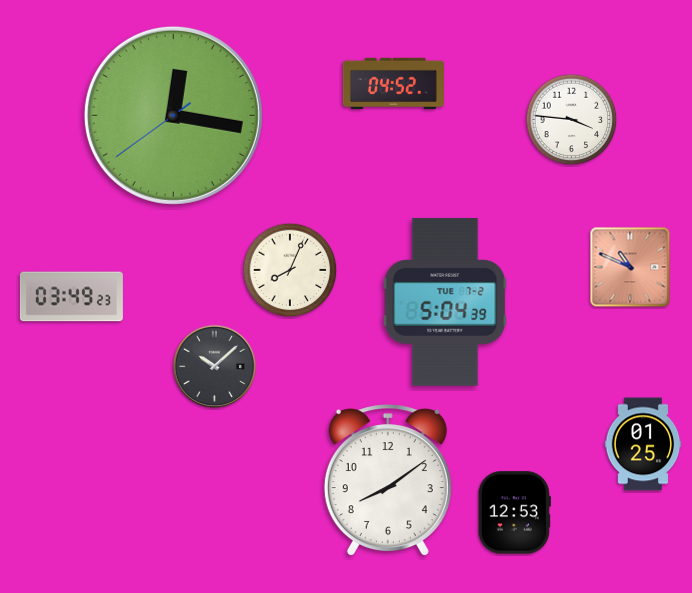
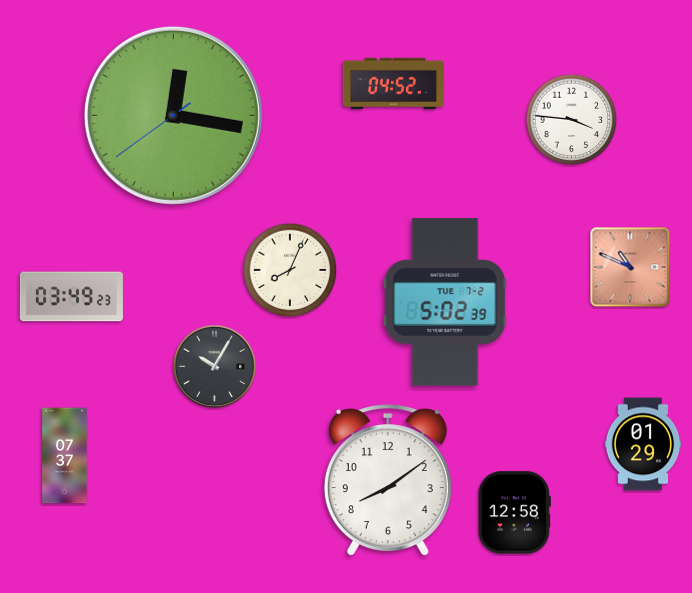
clock at (445, 302): 5:04 -> 5:02
clock at (215, 367): 10:08 -> 10:05
clock at (643, 444): 01:25 -> 01:29
clock at (65, 456): none -> 07:37
clock at (514, 513): 12:53 -> 12:58
